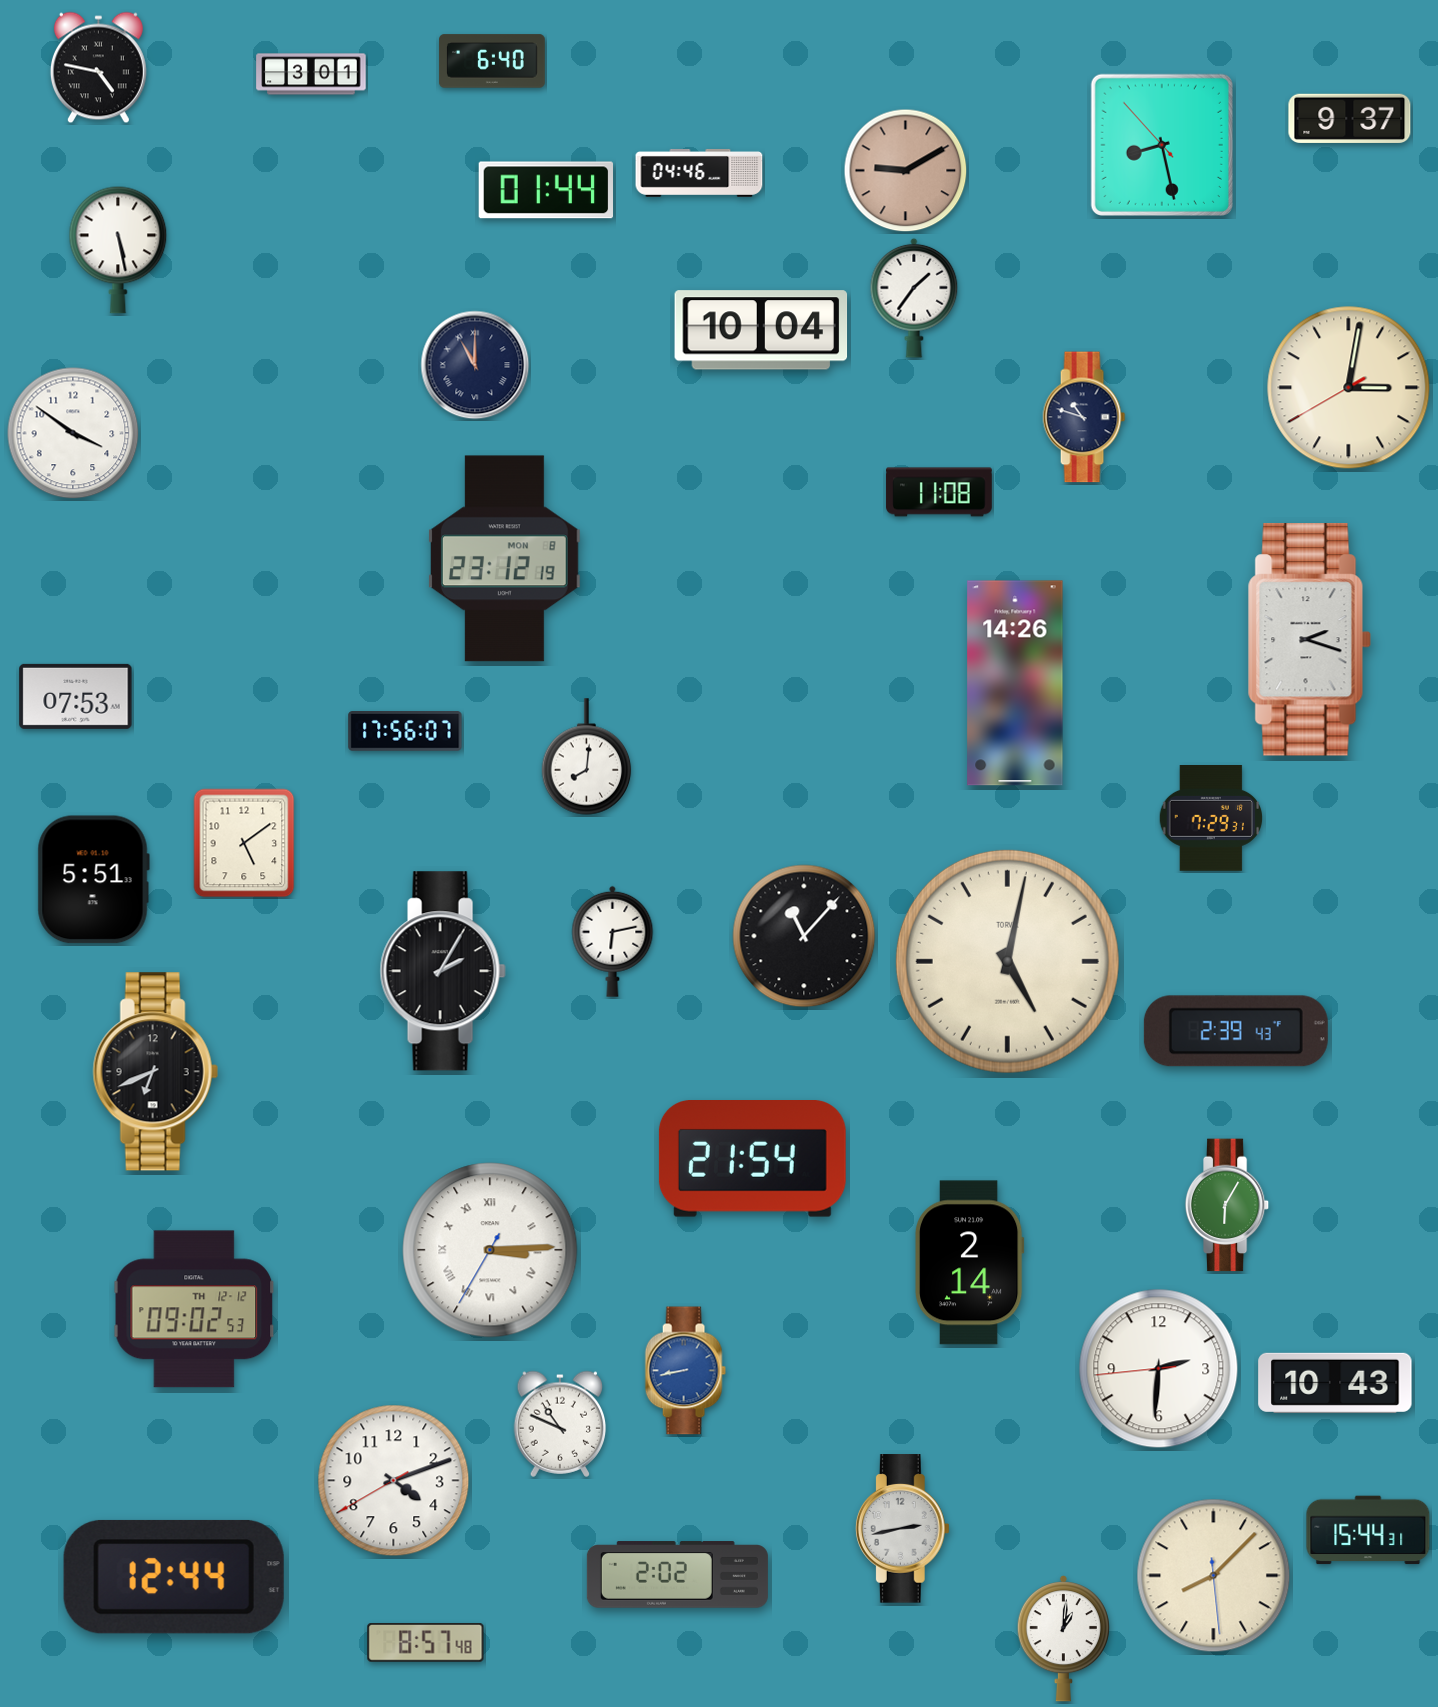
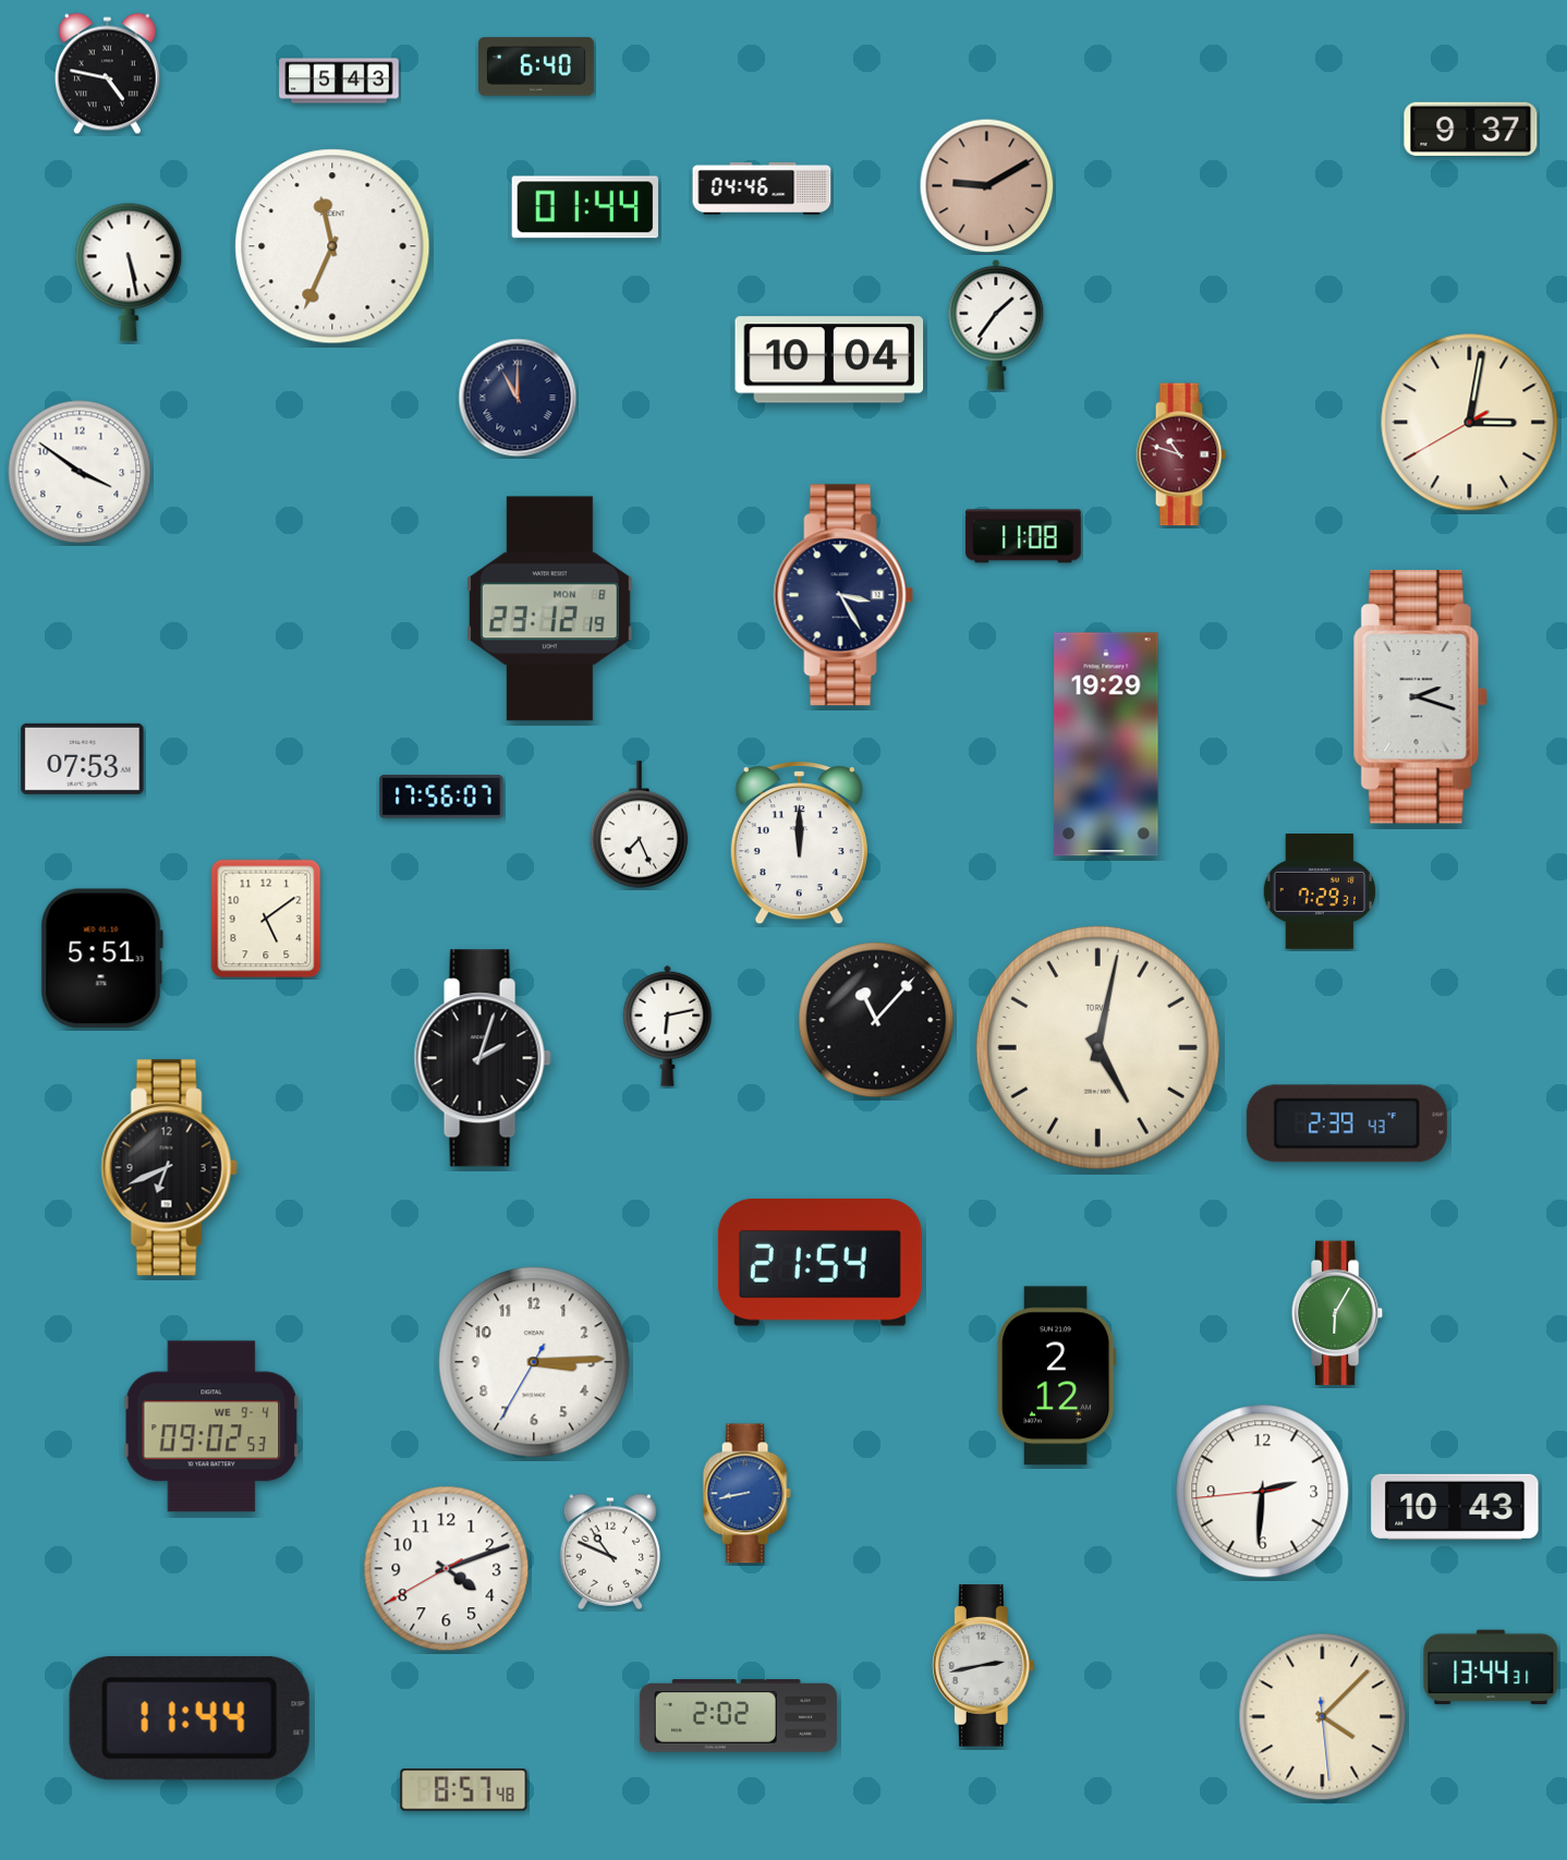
clock at (311, 74): 3:01 -> 5:43
clock at (1162, 145): 8:27 -> none
clock at (546, 190) position: (546, 190) -> (585, 207)
clock at (332, 246): none -> 11:34
clock at (1084, 417) dial: navy -> burgundy
clock at (843, 595): none -> 3:25
clock at (1309, 640) position: (1309, 640) -> (1420, 697)
clock at (1015, 683): 14:26 -> 19:29
clock at (587, 757): 8:01 -> 7:26
clock at (799, 843): none -> 12:00
clock at (443, 971): 2:05 -> 2:03
clock at (490, 1250) numerals: Roman -> Arabic
clock at (969, 1263): 2:14 -> 2:12
clock at (194, 1309) date: TH 12-12 -> WE 9-4
clock at (394, 1481) position: (394, 1481) -> (447, 1569)
clock at (1368, 1530): 15:44 -> 13:44
clock at (1214, 1576): 8:07 -> 4:07
clock at (174, 1577): 12:44 -> 11:44
clock at (1063, 1639): 1:01 -> none
